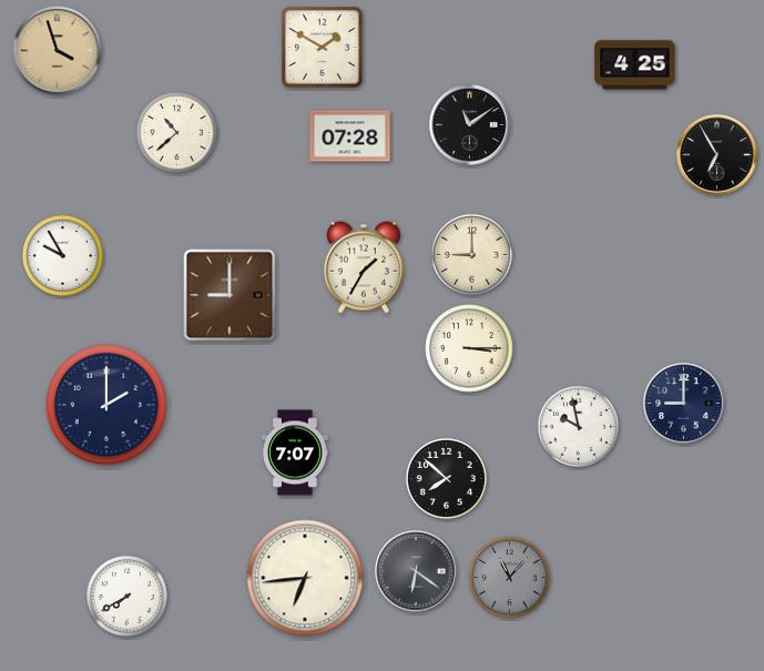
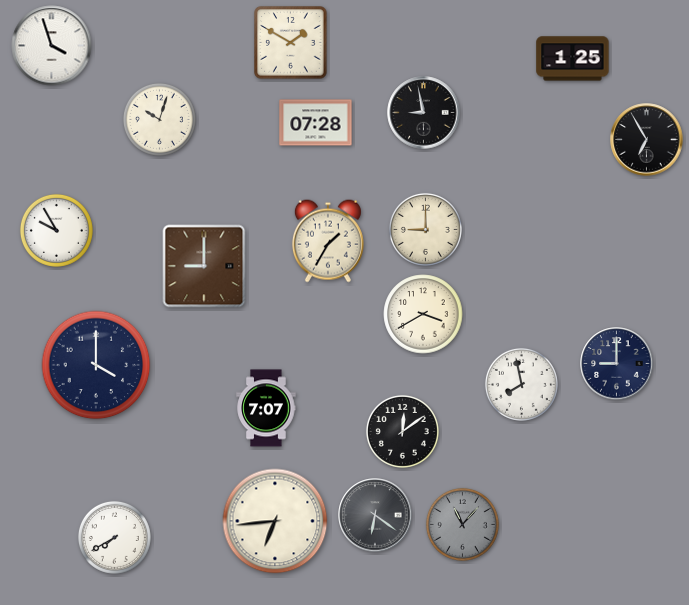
clock at (58, 51) dial: champagne -> white
clock at (635, 65): 4:25 -> 1:25
clock at (470, 125): 11:09 -> 8:58
clock at (176, 132): 10:38 -> 10:03
clock at (230, 295) position: (230, 295) -> (204, 266)
clock at (469, 348): 3:15 -> 3:40
clock at (106, 405): 2:00 -> 4:00
clock at (578, 426): 9:58 -> 7:58
clock at (446, 478): 7:52 -> 12:09
clock at (509, 577) position: (509, 577) -> (462, 524)
